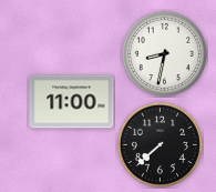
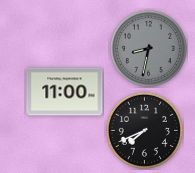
clock at (164, 53) dial: white -> grey
clock at (160, 144): 7:38 -> 7:41
